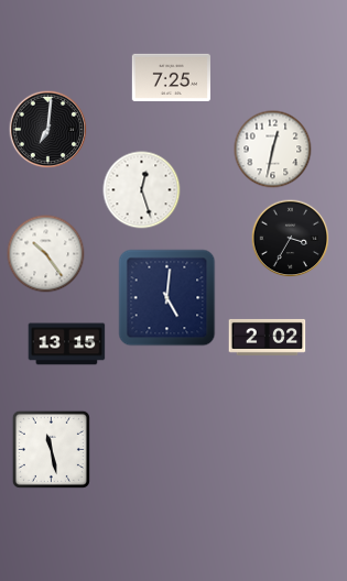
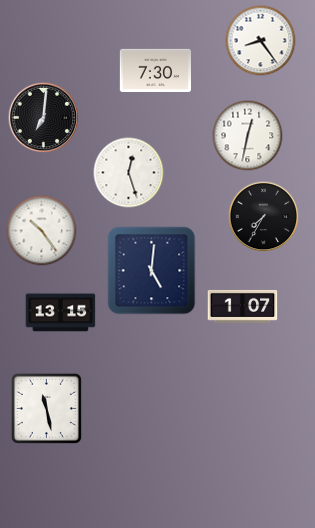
clock at (261, 41): none -> 8:24
clock at (171, 77): 7:25 -> 7:30
clock at (291, 239): 3:35 -> 7:35
clock at (268, 337): 2:02 -> 1:07
